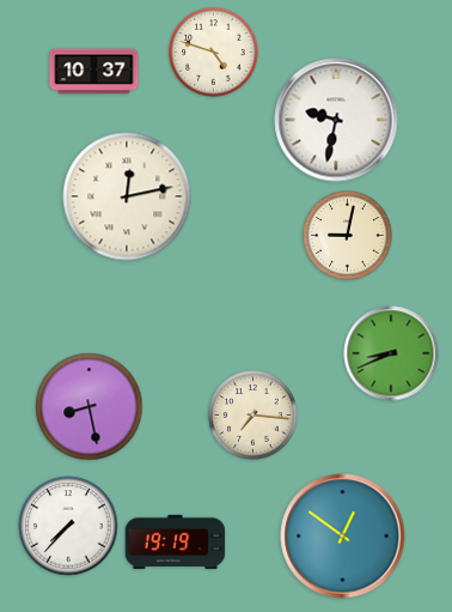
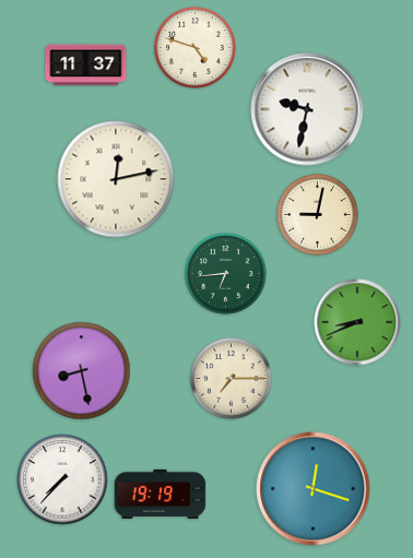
clock at (94, 72): 10:37 -> 11:37
clock at (226, 274): none -> 6:44
clock at (254, 416): 7:16 -> 7:15
clock at (343, 537): 12:51 -> 12:18
